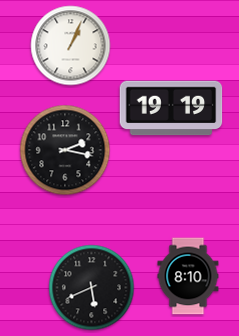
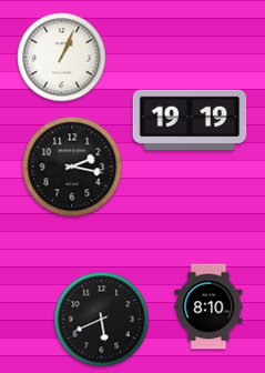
clock at (71, 46) position: (71, 46) -> (62, 58)
